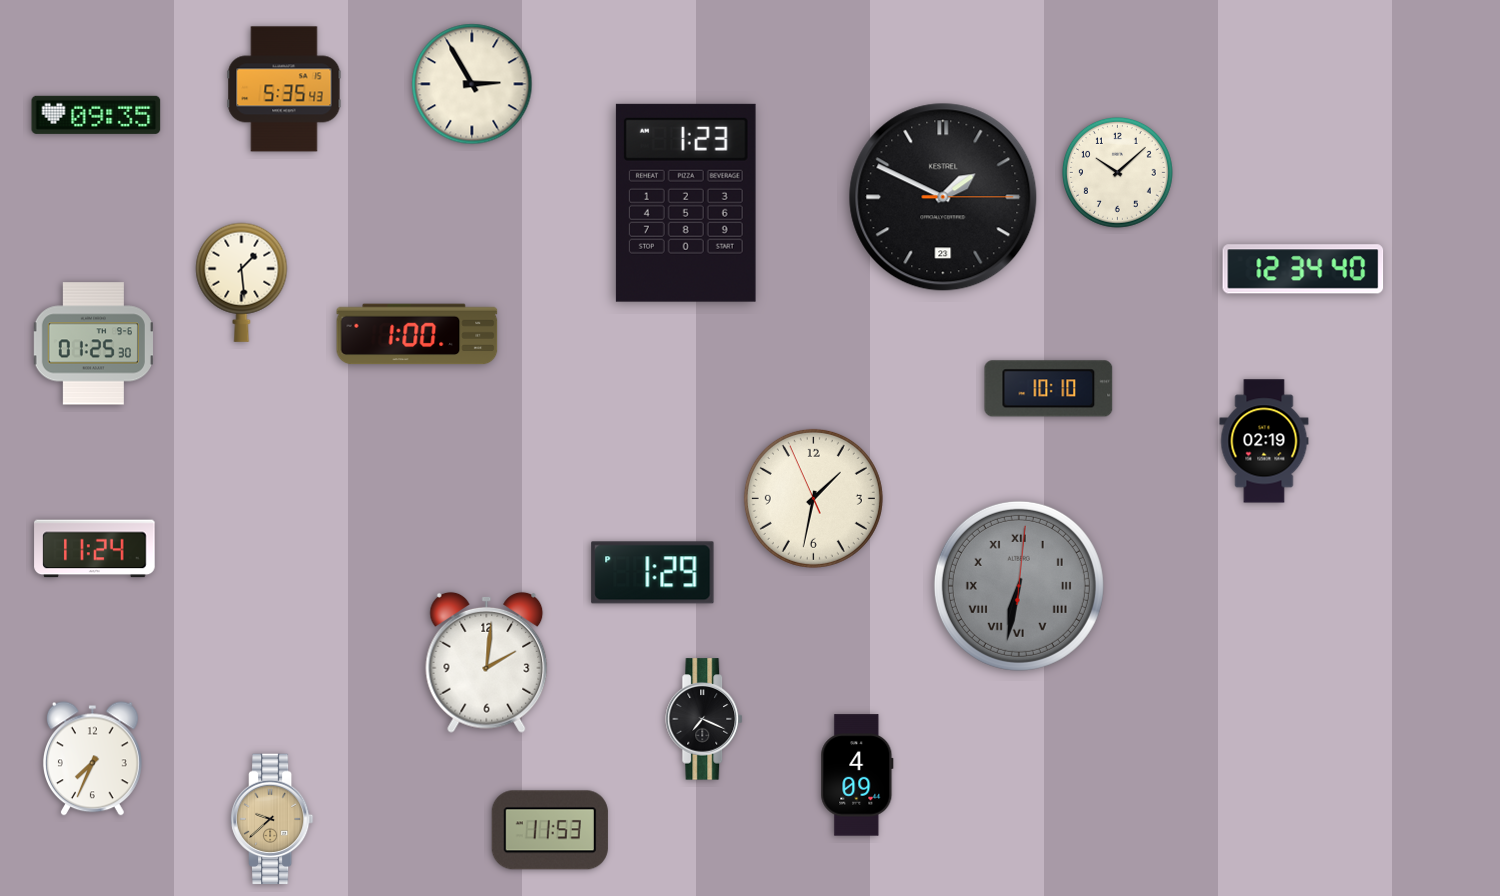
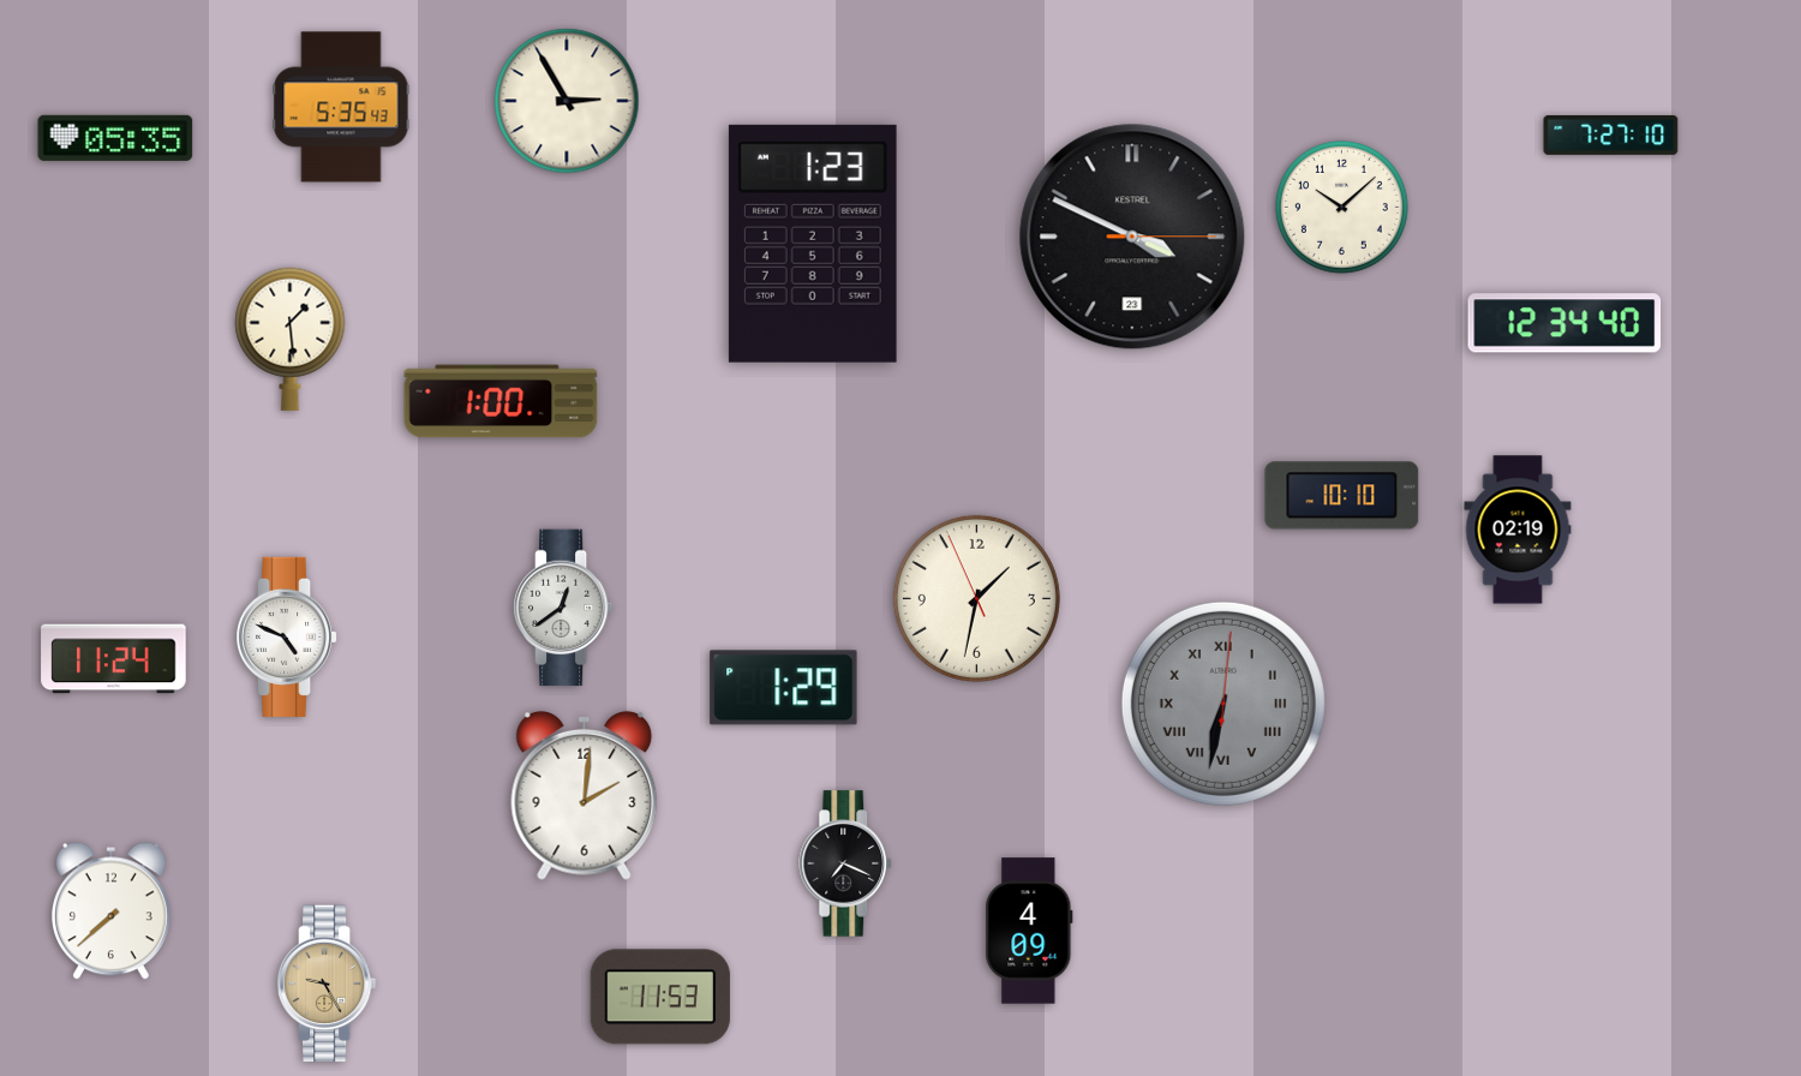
clock at (1611, 136): none -> 7:27
clock at (96, 115): 09:35 -> 05:35
clock at (943, 197): 1:49 -> 3:49
clock at (686, 203) position: (686, 203) -> (813, 244)
clock at (93, 344): 01:25 -> none
clock at (1049, 389) position: (1049, 389) -> (1342, 496)
clock at (563, 608): none -> 12:39
clock at (287, 636): none -> 4:49
clock at (92, 759): 7:34 -> 7:38
clock at (272, 819): 9:38 -> 9:25
